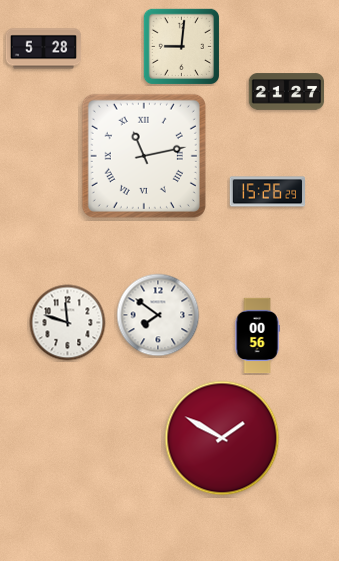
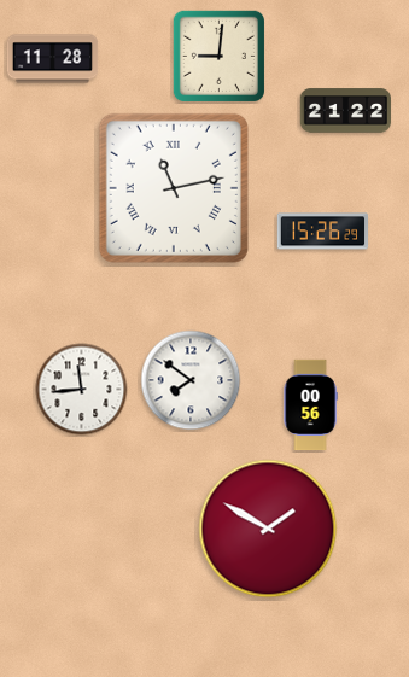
clock at (44, 49): 5:28 -> 11:28
clock at (287, 92): 21:27 -> 21:22
clock at (68, 323): 11:48 -> 11:44
